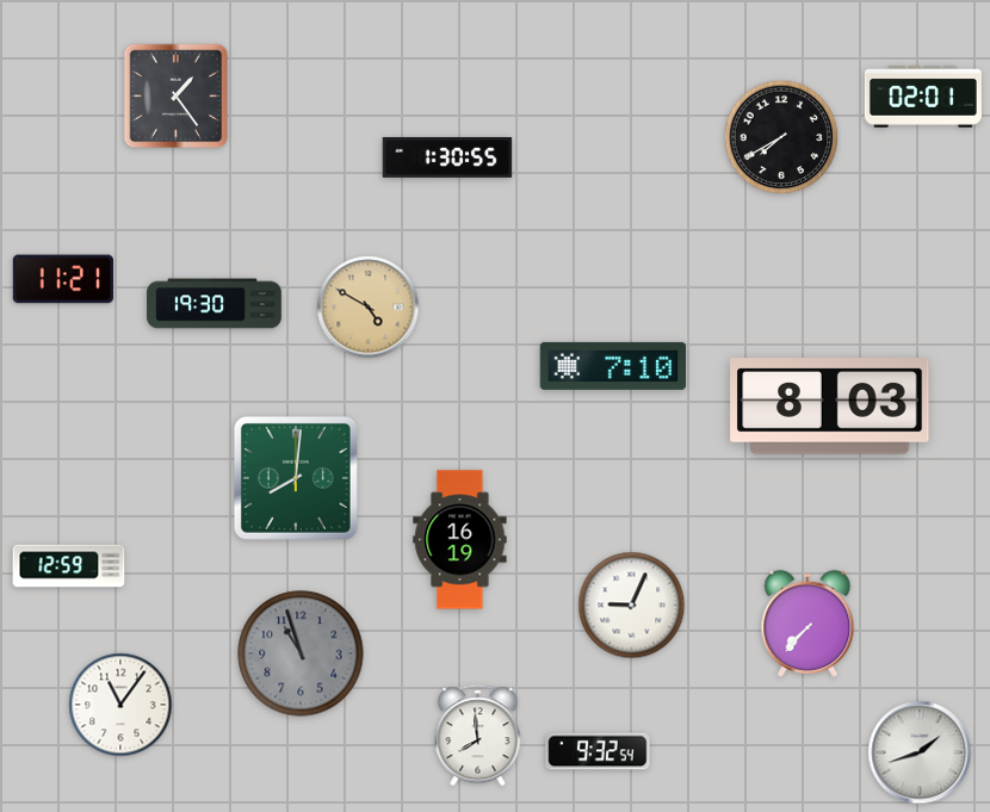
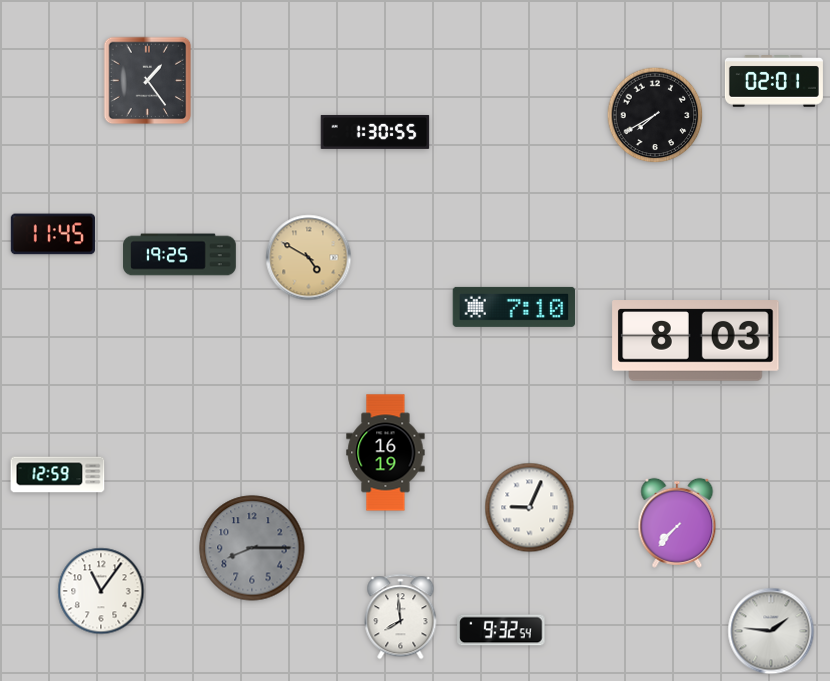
clock at (63, 279): 11:21 -> 11:45
clock at (215, 304): 19:30 -> 19:25
clock at (296, 478): 8:01 -> none
clock at (301, 653): 10:57 -> 8:15
clock at (920, 752): 1:42 -> 1:46
